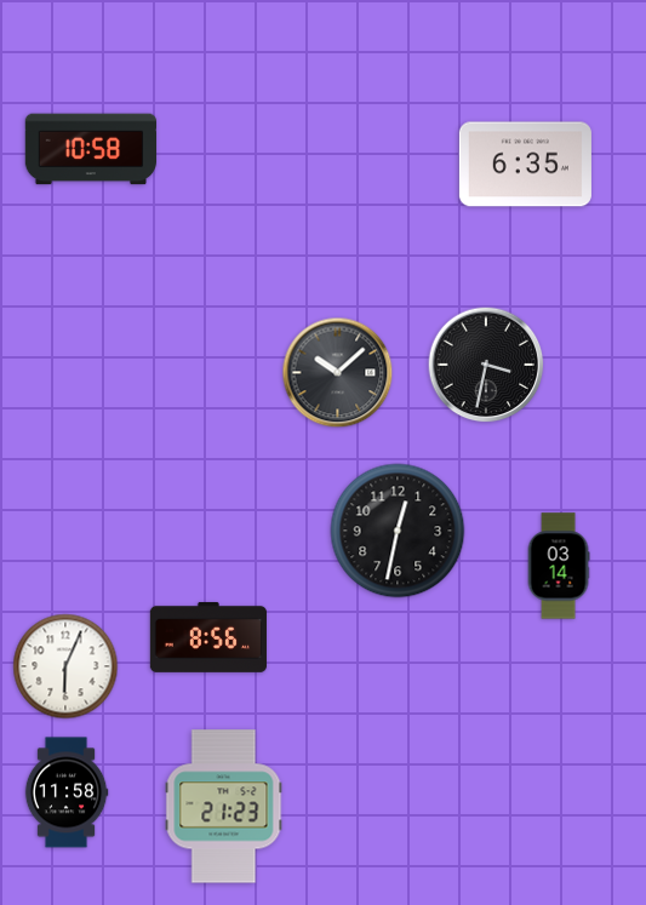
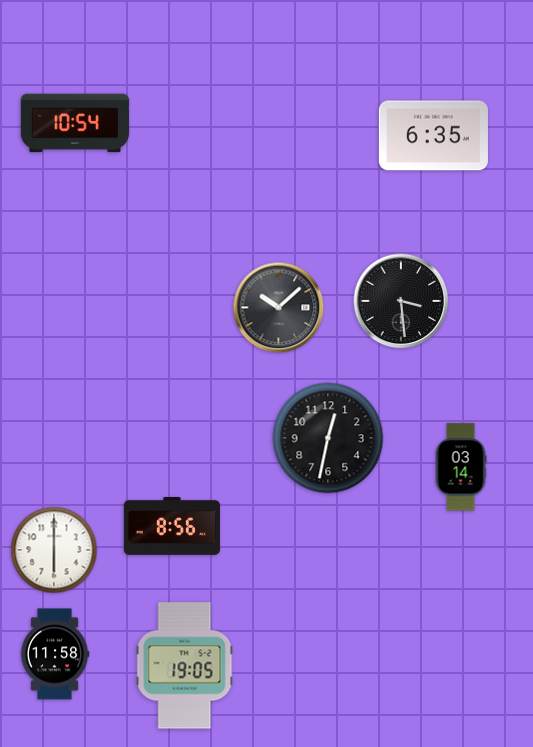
clock at (91, 149): 10:58 -> 10:54
clock at (486, 365): 3:32 -> 3:29
clock at (65, 666): 6:04 -> 6:00
clock at (224, 807): 21:23 -> 19:05
